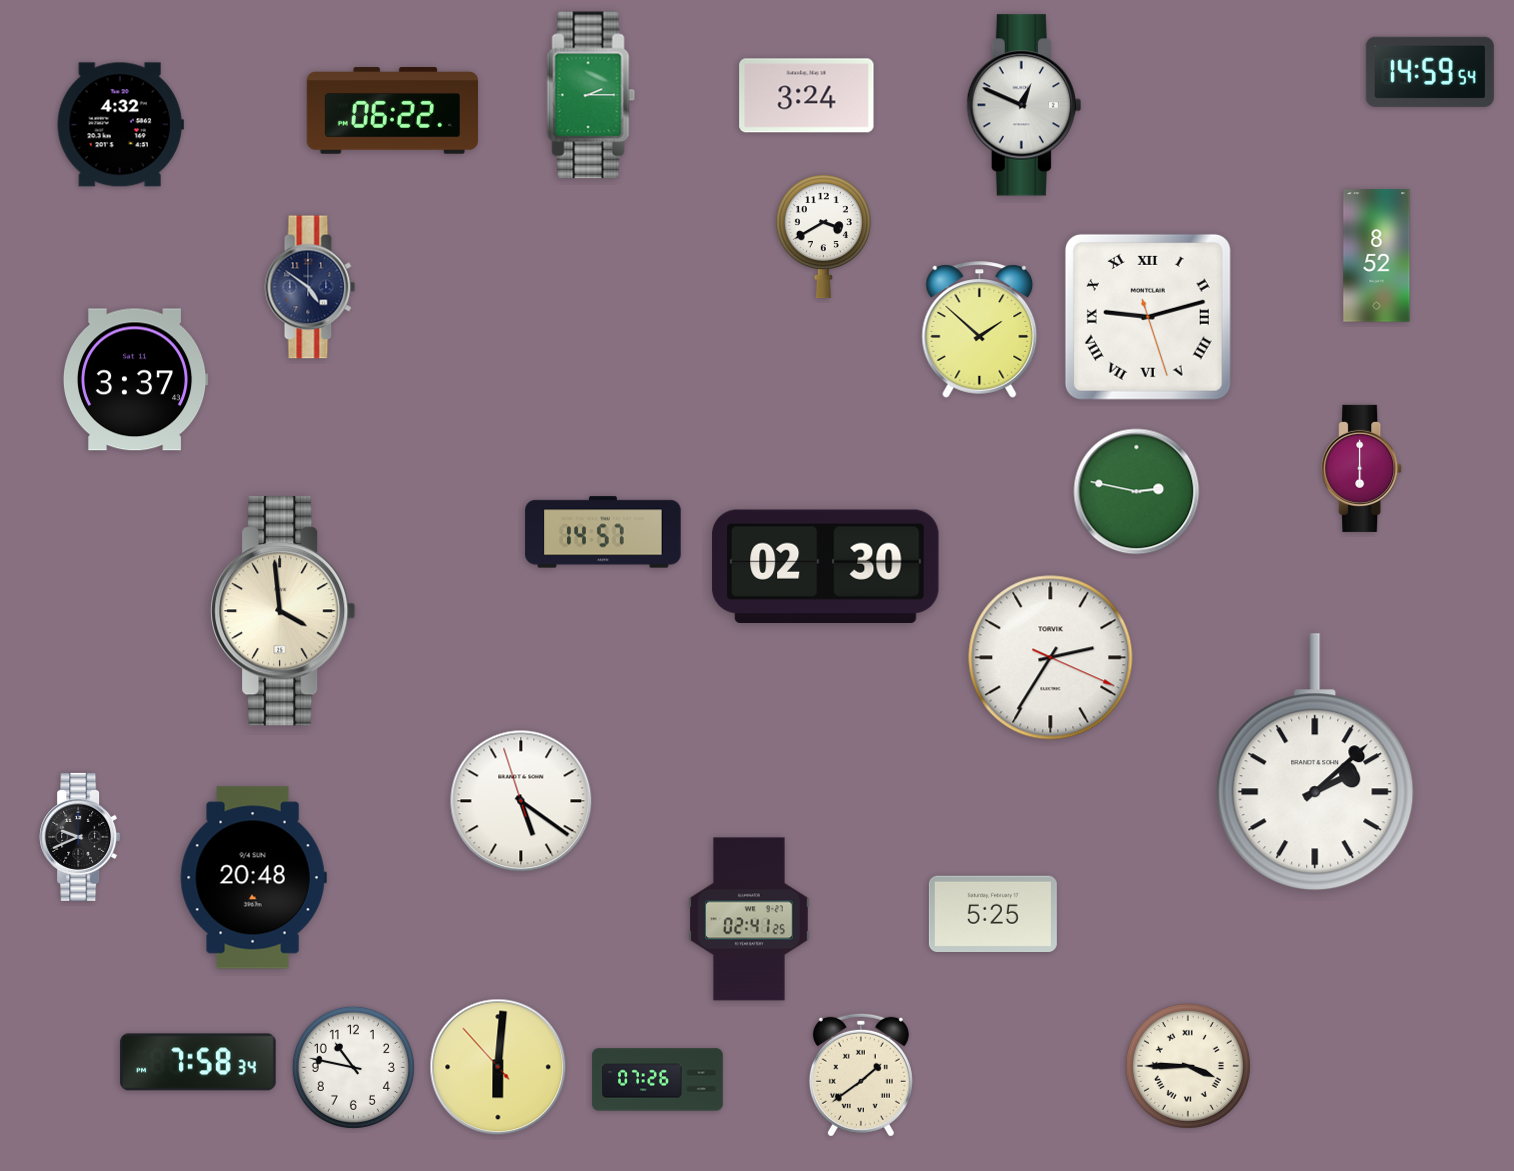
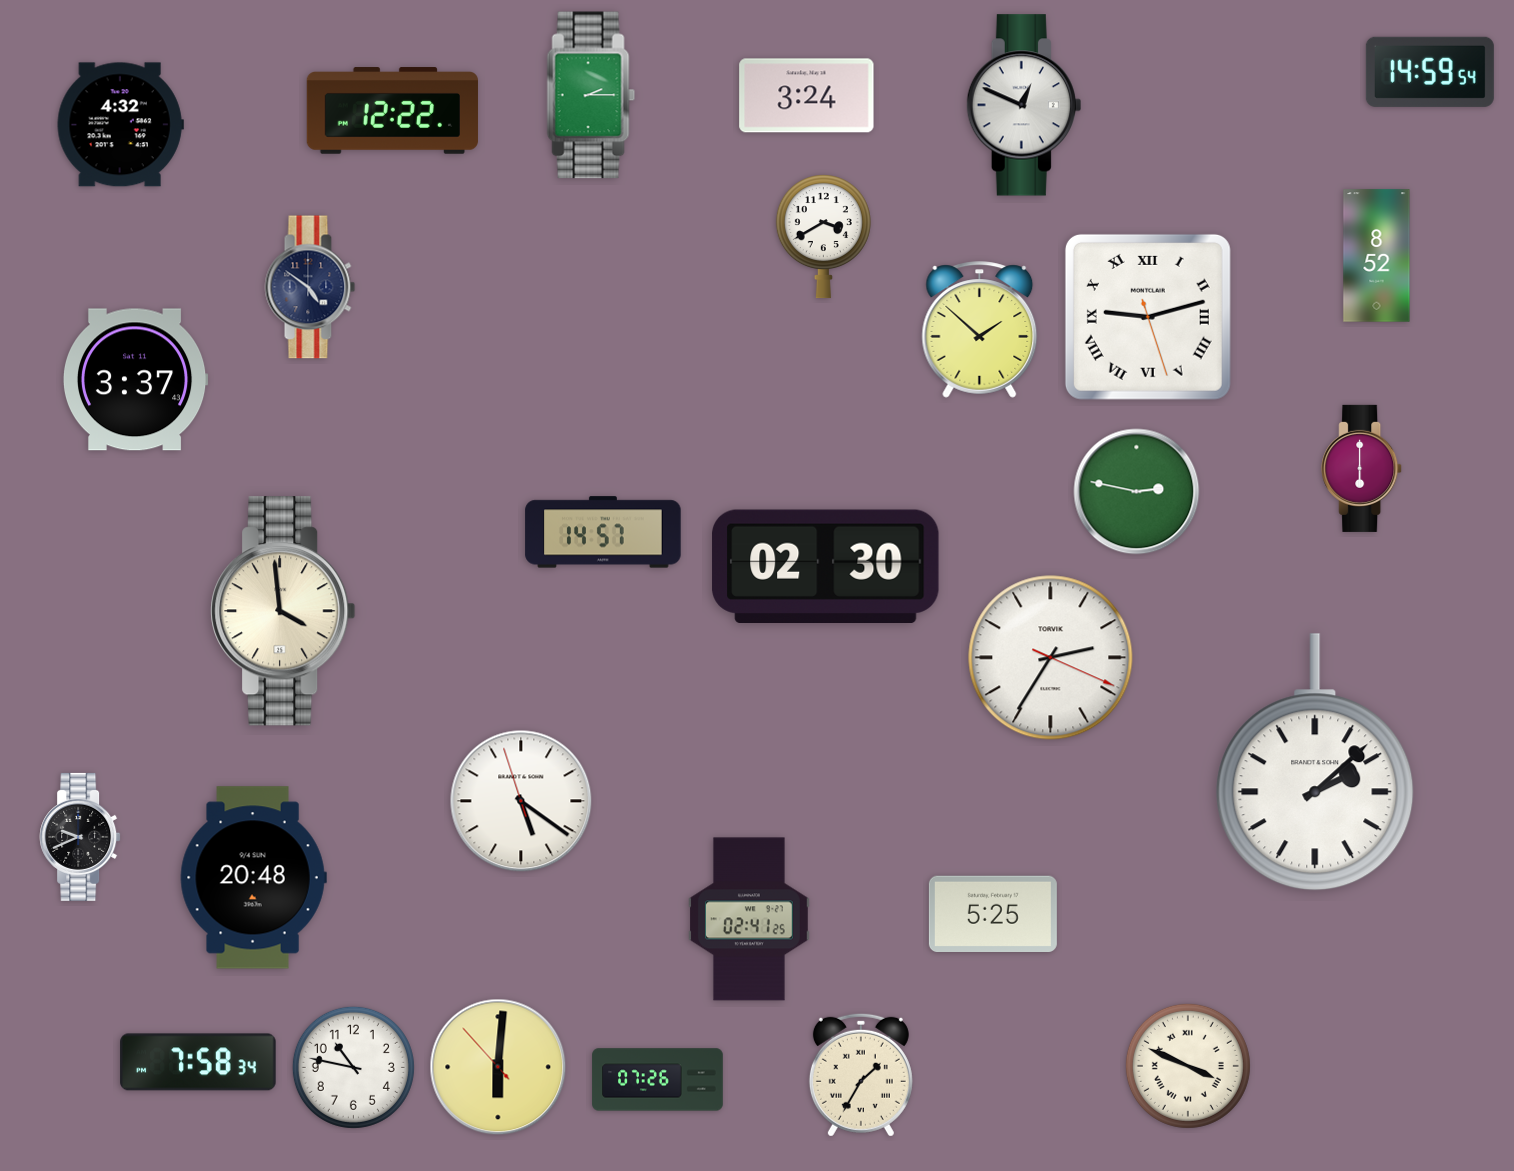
clock at (392, 111): 06:22 -> 12:22
clock at (1188, 1066): 3:45 -> 3:49
clock at (861, 1075): 1:39 -> 1:35
